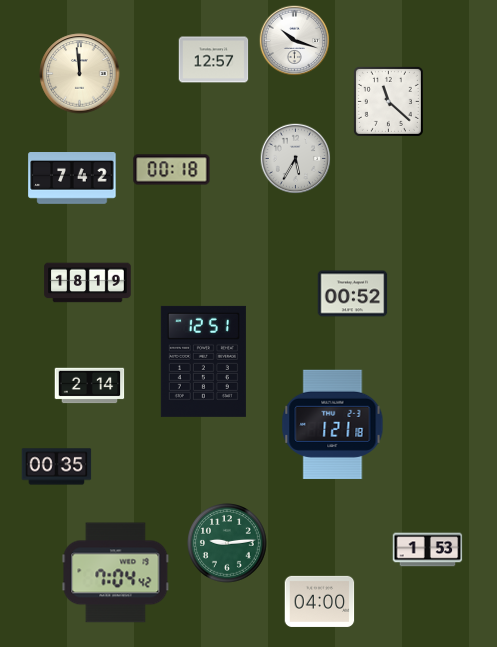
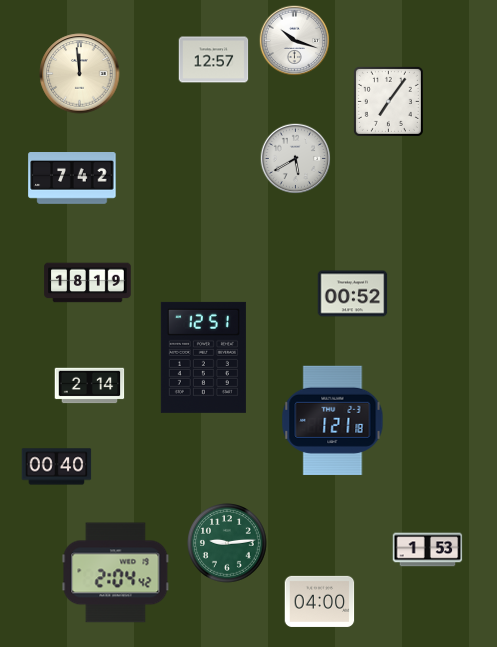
clock at (388, 101): 11:22 -> 7:06
clock at (296, 159): 5:35 -> 5:40
clock at (172, 170): 00:18 -> none
clock at (203, 361) position: (203, 361) -> (203, 357)
clock at (333, 424) position: (333, 424) -> (333, 420)
clock at (57, 467): 00:35 -> 00:40
clock at (116, 573): 7:04 -> 2:04
